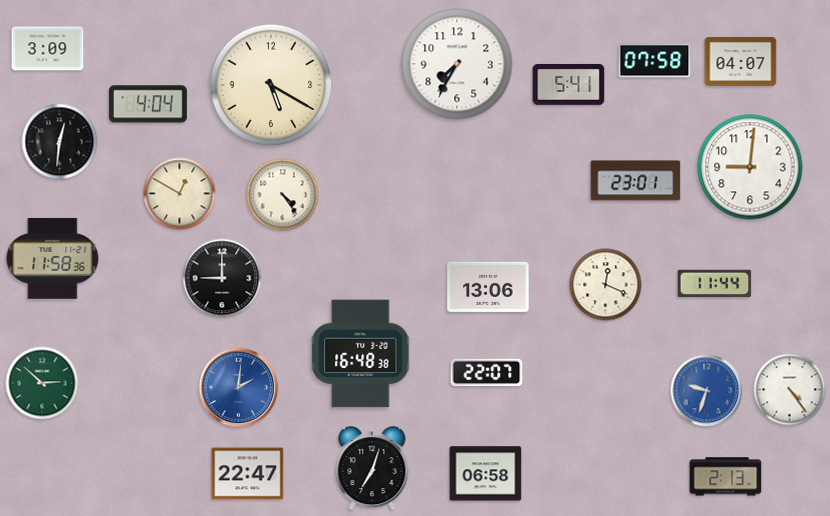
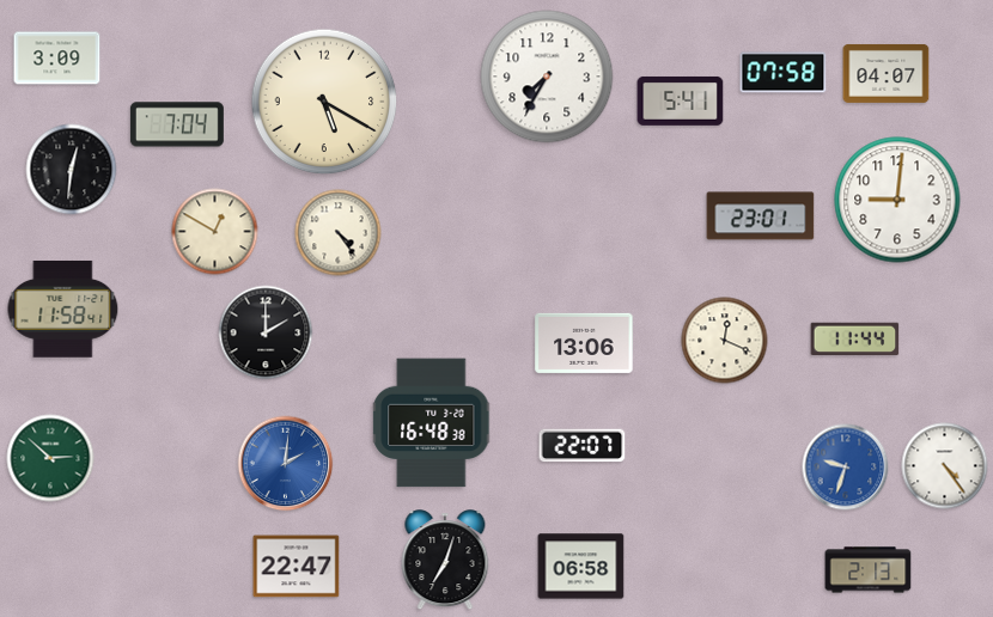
clock at (148, 104): 4:04 -> 7:04
clock at (53, 258): 11:58:36 -> 11:58:41
clock at (222, 278): 9:00 -> 2:00
